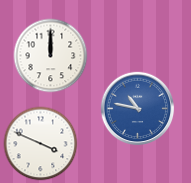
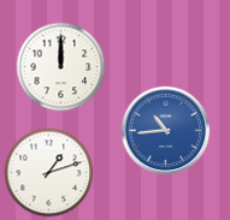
clock at (138, 109): 10:47 -> 10:44
clock at (41, 144): 3:49 -> 1:12
